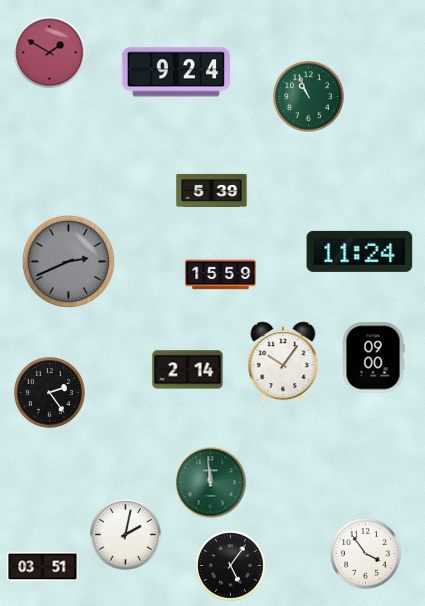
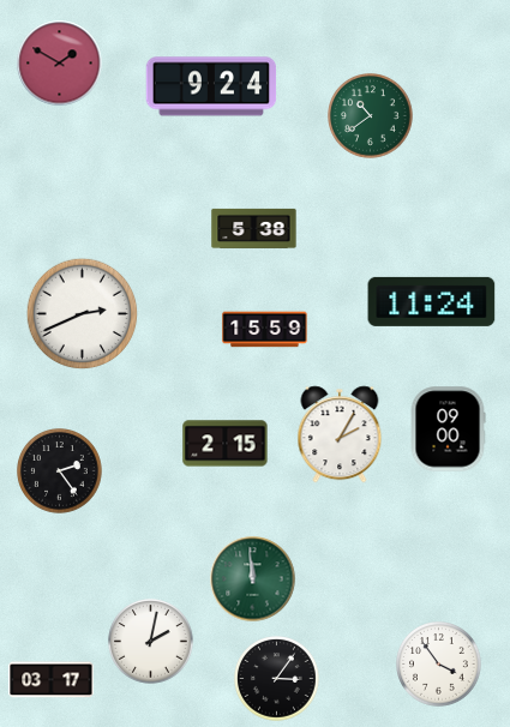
clock at (309, 97): 10:56 -> 10:39
clock at (212, 190): 5:39 -> 5:38
clock at (69, 262) dial: grey -> white
clock at (283, 362): 10:06 -> 2:05
clock at (188, 370): 2:14 -> 2:15
clock at (231, 566): 5:06 -> 3:06
clock at (43, 567): 03:51 -> 03:17
